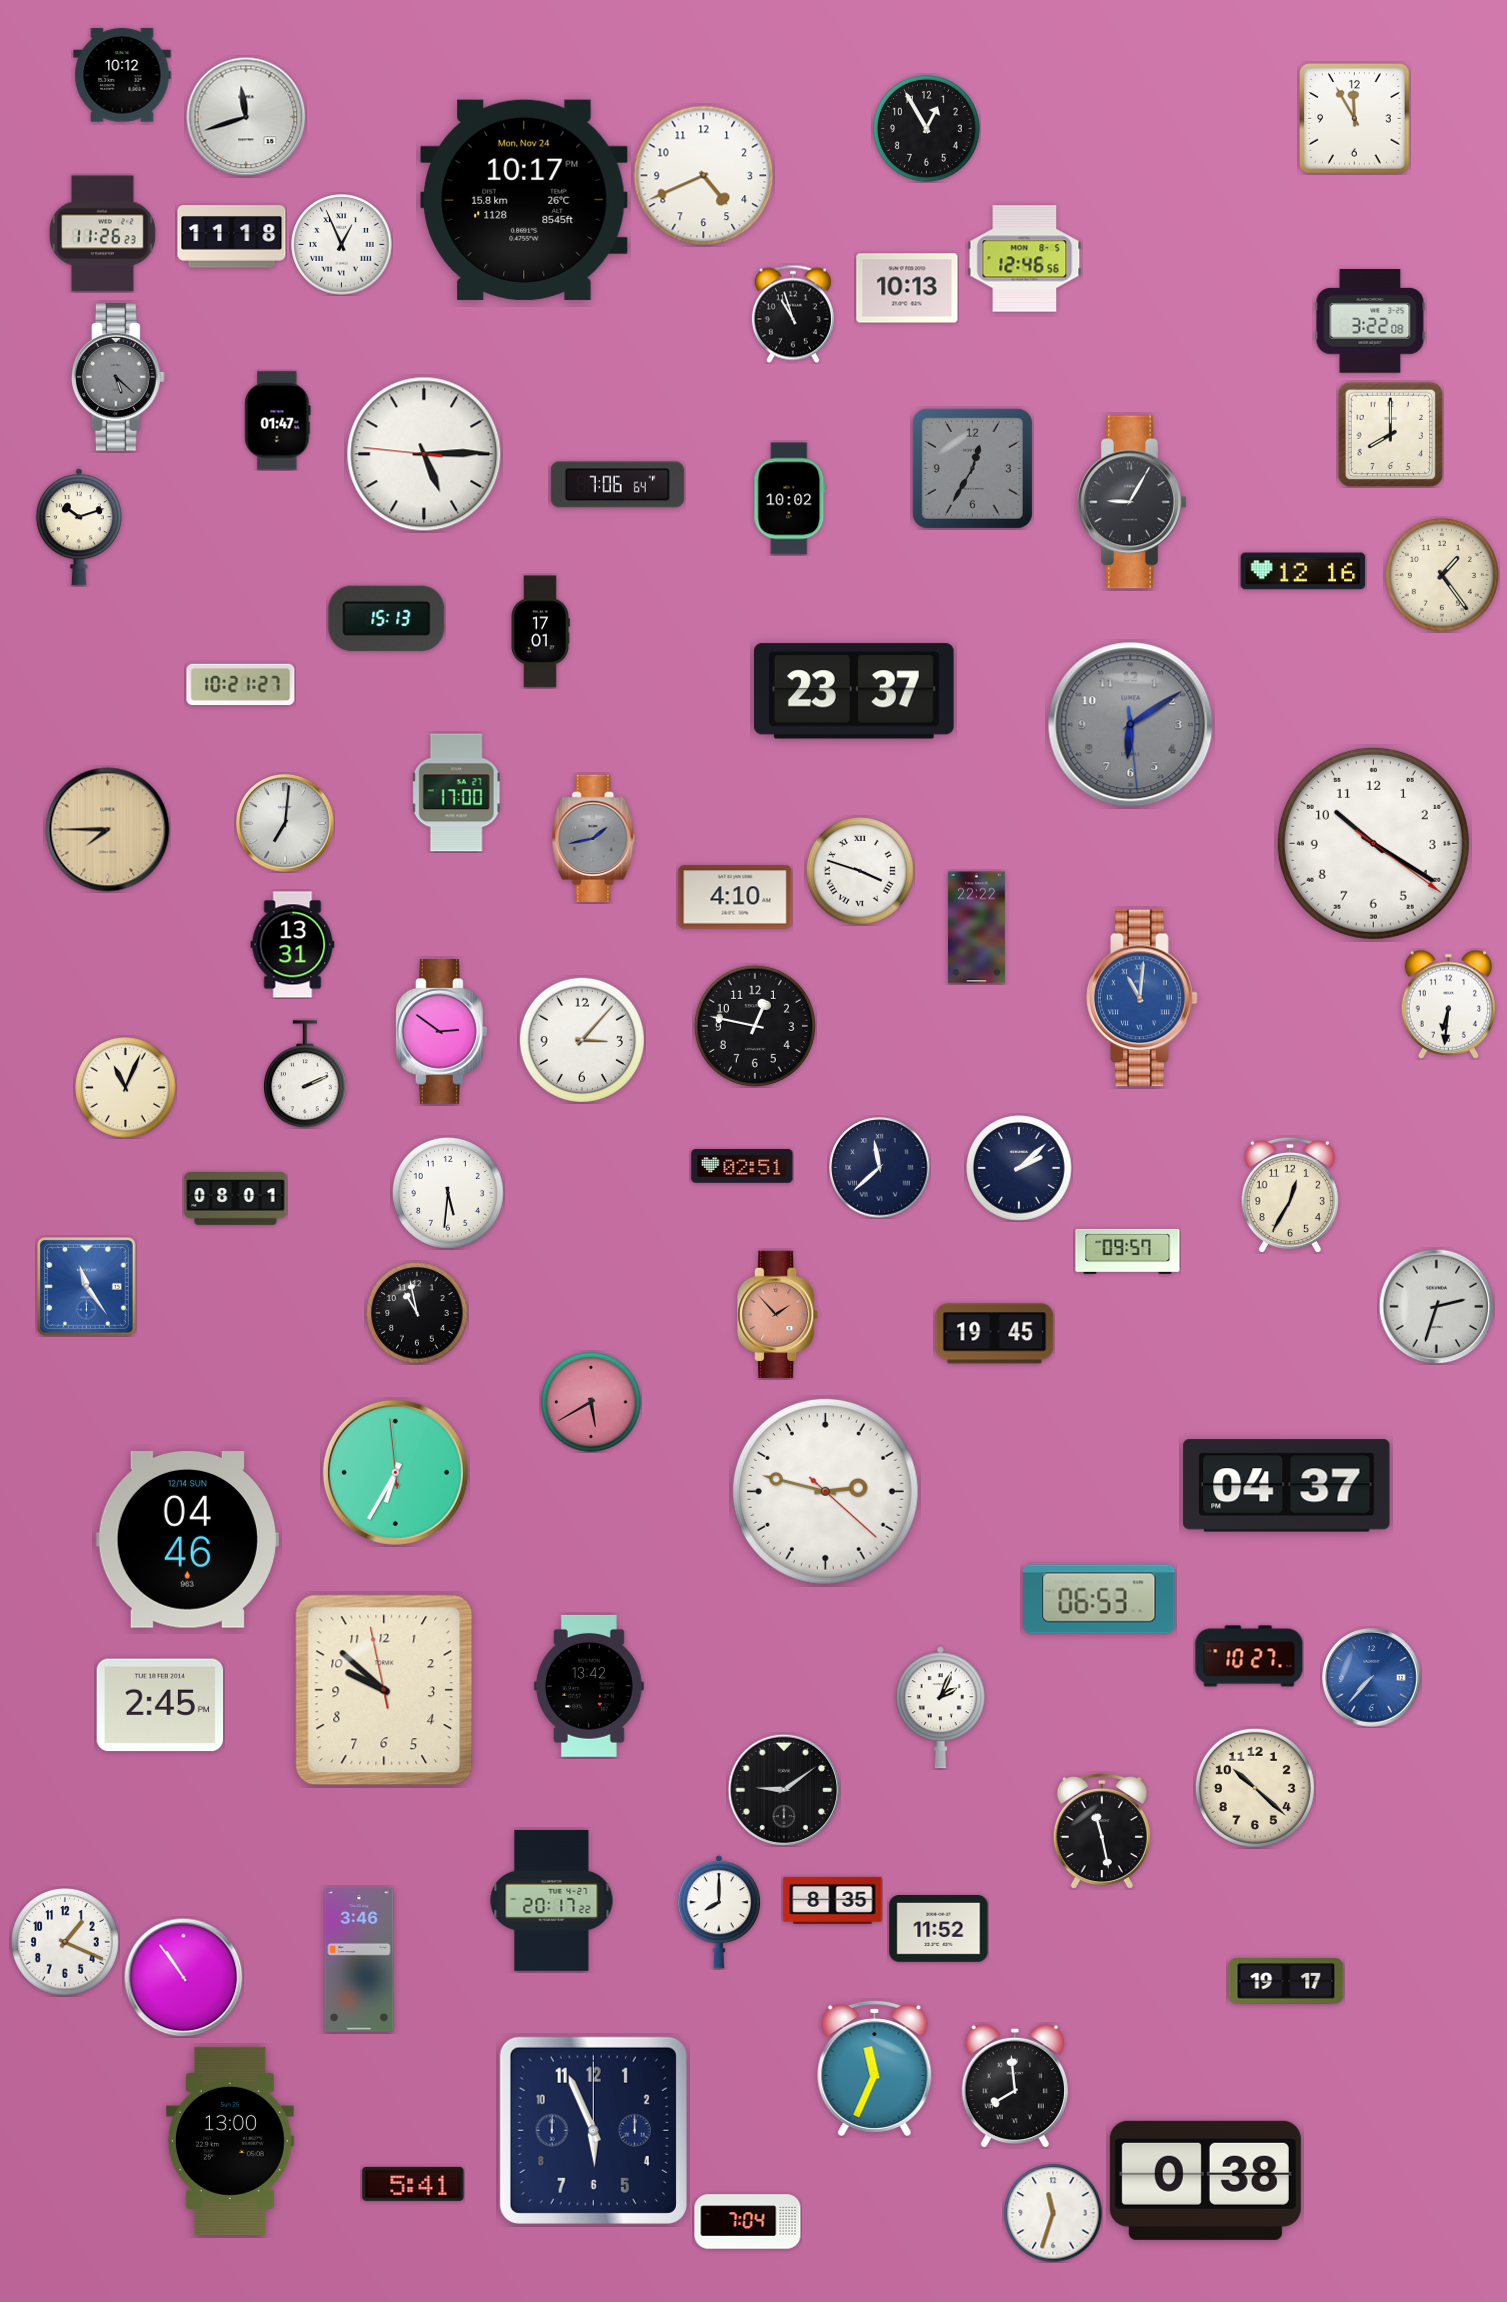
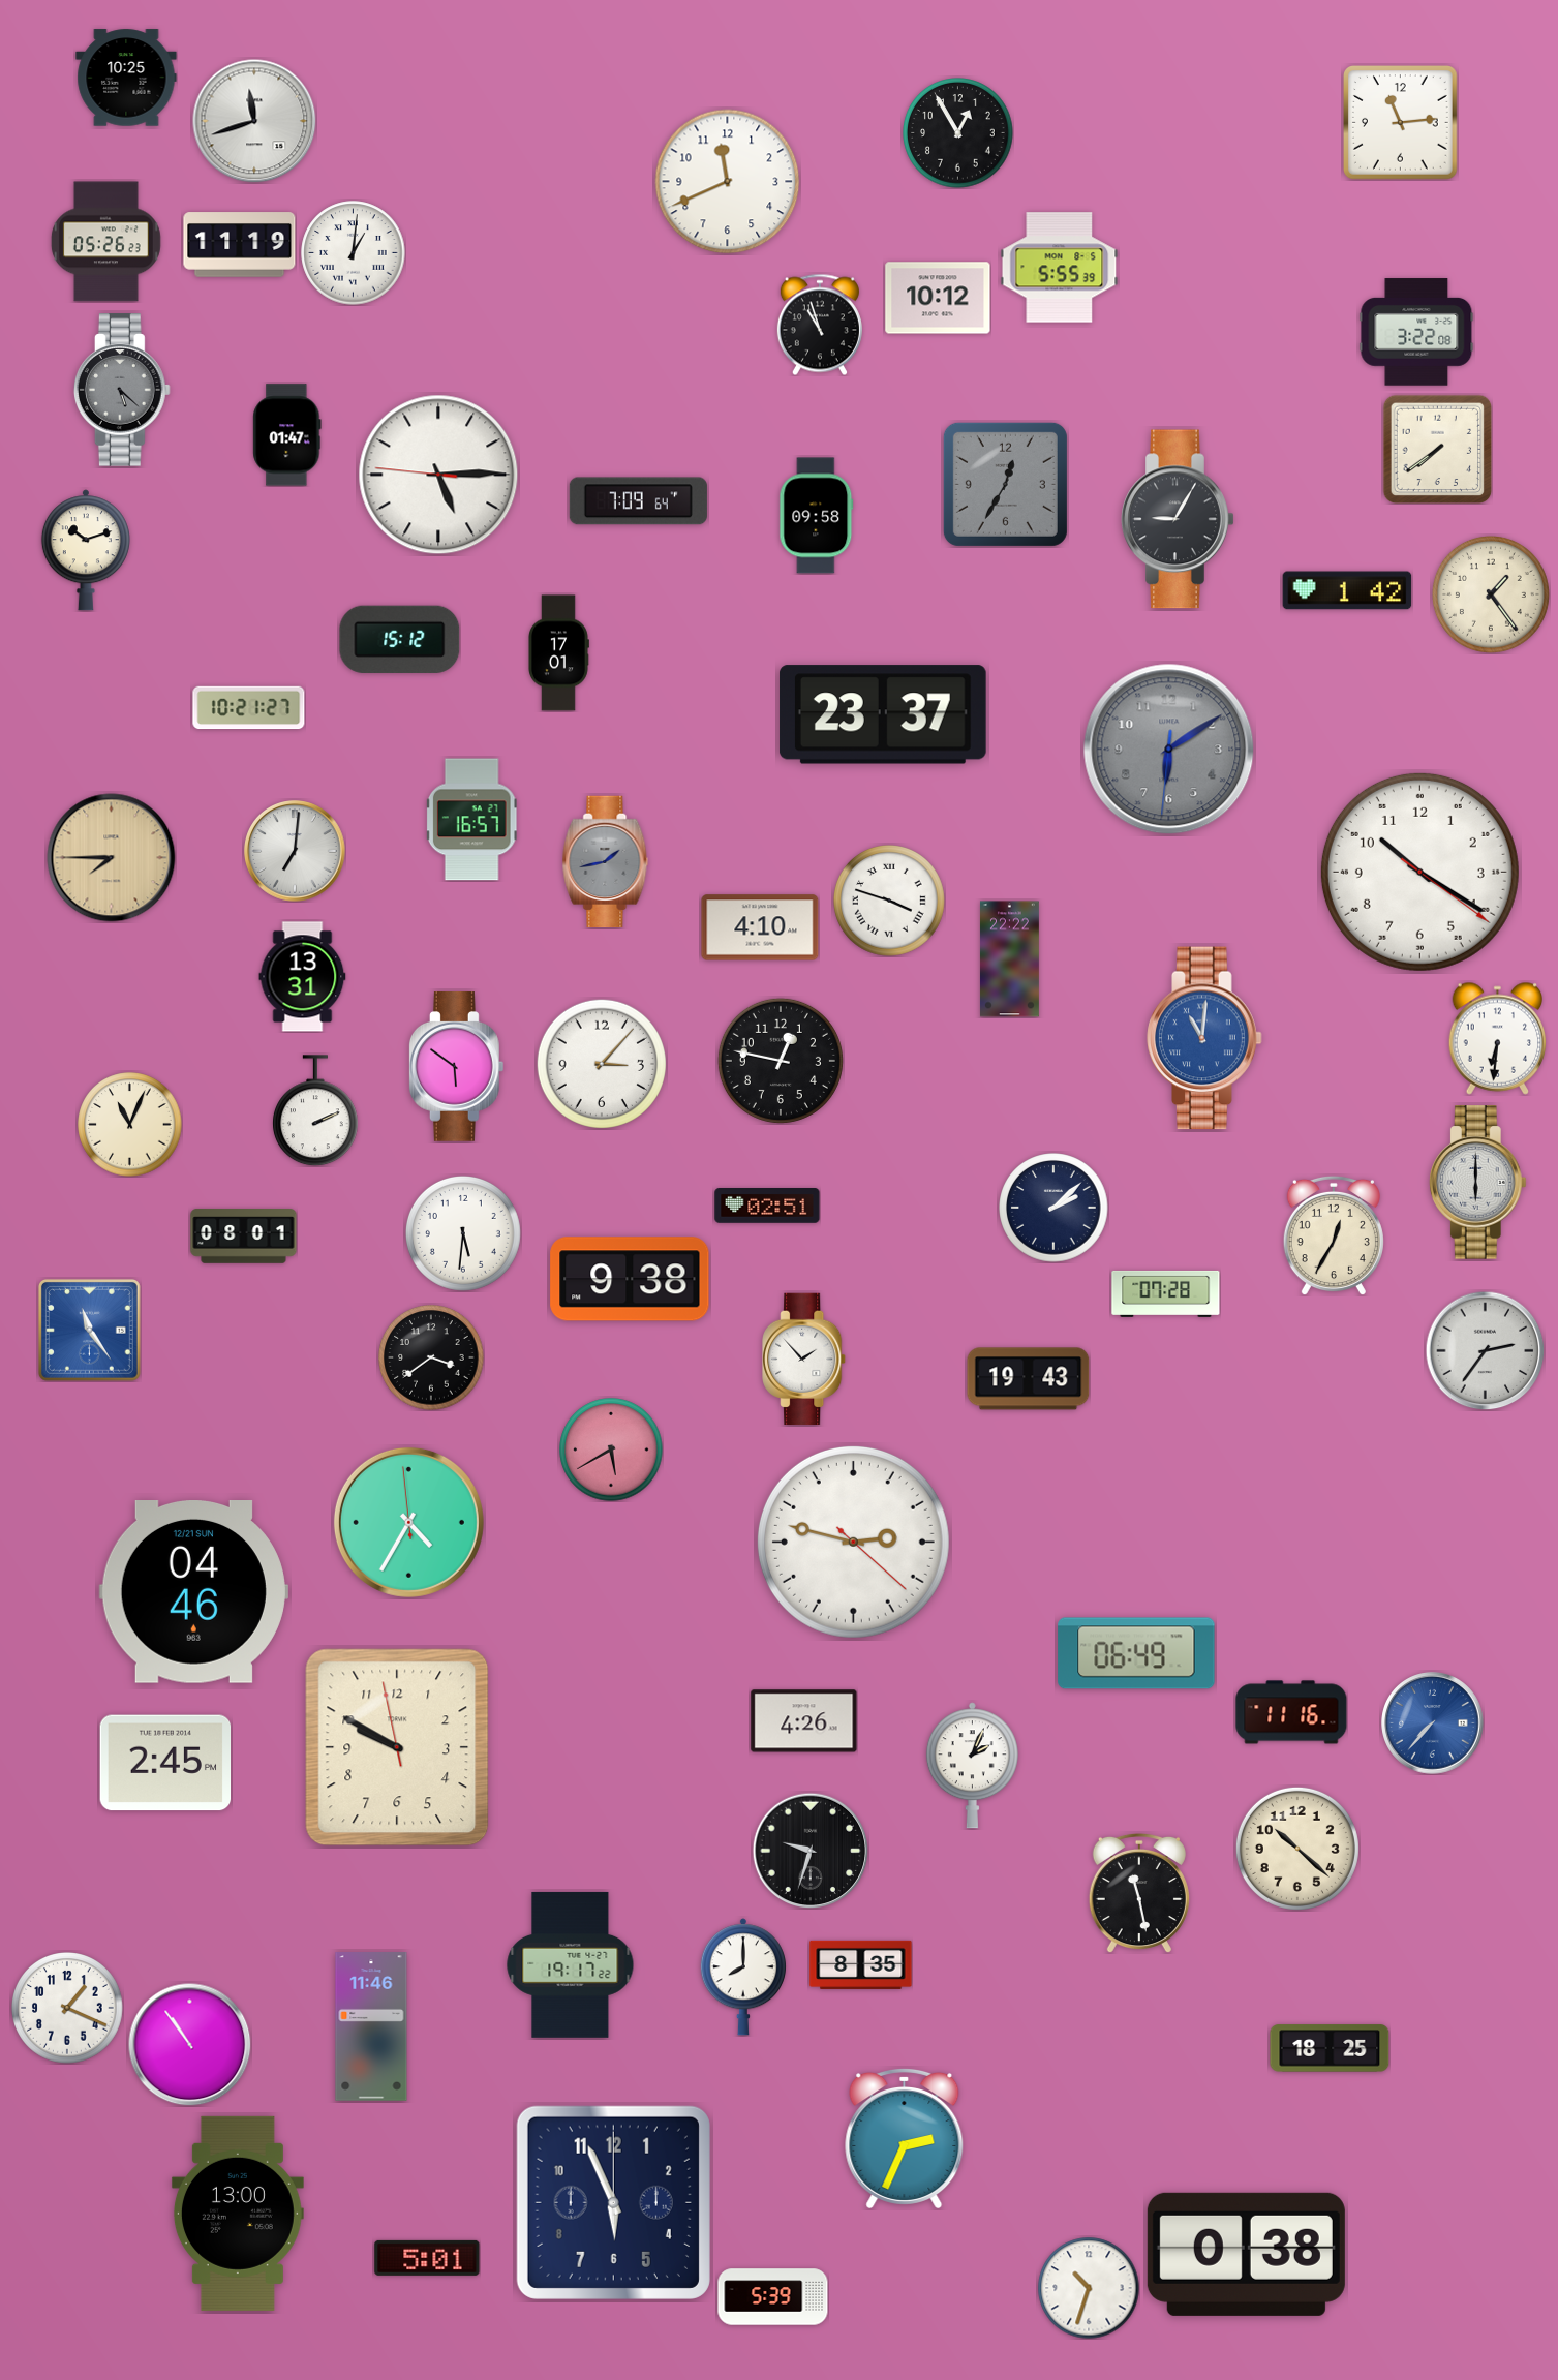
clock at (122, 75): 10:12 -> 10:25
clock at (1355, 119): 11:55 -> 11:14
clock at (704, 176): 4:41 -> 11:41
clock at (524, 200): 10:17 -> none
clock at (102, 234): 11:26 -> 05:26
clock at (232, 237): 11:18 -> 11:19
clock at (342, 245): 12:56 -> 1:01
clock at (1025, 259): 12:46 -> 5:55
clock at (907, 288): 10:13 -> 10:12
clock at (1390, 434): 8:00 -> 7:39
clock at (424, 454) position: (424, 454) -> (438, 475)
clock at (617, 485): 7:06 -> 7:09
clock at (790, 499): 10:02 -> 09:58
clock at (1132, 502) position: (1132, 502) -> (1178, 519)
clock at (79, 527) position: (79, 527) -> (86, 550)
clock at (1303, 571): 12:16 -> 1:42
clock at (387, 618): 15:13 -> 15:12
clock at (1131, 725): 6:09:29 -> 6:09:31
clock at (456, 793): 17:00 -> 16:57
clock at (594, 839) position: (594, 839) -> (606, 862)
clock at (1142, 998) position: (1142, 998) -> (1204, 1038)
clock at (441, 1032): 2:51 -> 5:51
clock at (582, 1040) position: (582, 1040) -> (602, 1064)
clock at (1477, 1183): none -> 6:00
clock at (880, 1168): 11:38 -> none
clock at (236, 1199) position: (236, 1199) -> (244, 1237)
clock at (630, 1279): none -> 9:38
clock at (1128, 1251): 09:57 -> 07:28
clock at (1436, 1306): 2:33 -> 2:36
clock at (417, 1313): 10:58 -> 3:39
clock at (778, 1315) dial: salmon -> white
clock at (995, 1334): 19:45 -> 19:43
clock at (395, 1472): 6:34 -> 4:34
clock at (1287, 1486): 04:37 -> none
clock at (187, 1540) date: 12/14 SUN -> 12/21 SUN
clock at (1099, 1599): 06:53 -> 06:49
clock at (1249, 1656): 10:27 -> 11:16
clock at (804, 1721): none -> 4:26
clock at (1372, 1678) position: (1372, 1678) -> (1433, 1723)
clock at (589, 1686): 13:42 -> none
clock at (384, 1690): 9:51 -> 9:49
clock at (784, 1790): 9:09 -> 9:33
clock at (552, 1900): 20:17 -> 19:17
clock at (939, 1929): 11:52 -> none
clock at (359, 1960): 3:46 -> 11:46
clock at (1286, 1981): 19:17 -> 18:25
clock at (875, 2068): 11:34 -> 2:34
clock at (1015, 2086): 7:59 -> none
clock at (413, 2184): 5:41 -> 5:01
clock at (1053, 2213): 11:33 -> 10:33
clock at (748, 2222): 7:04 -> 5:39
